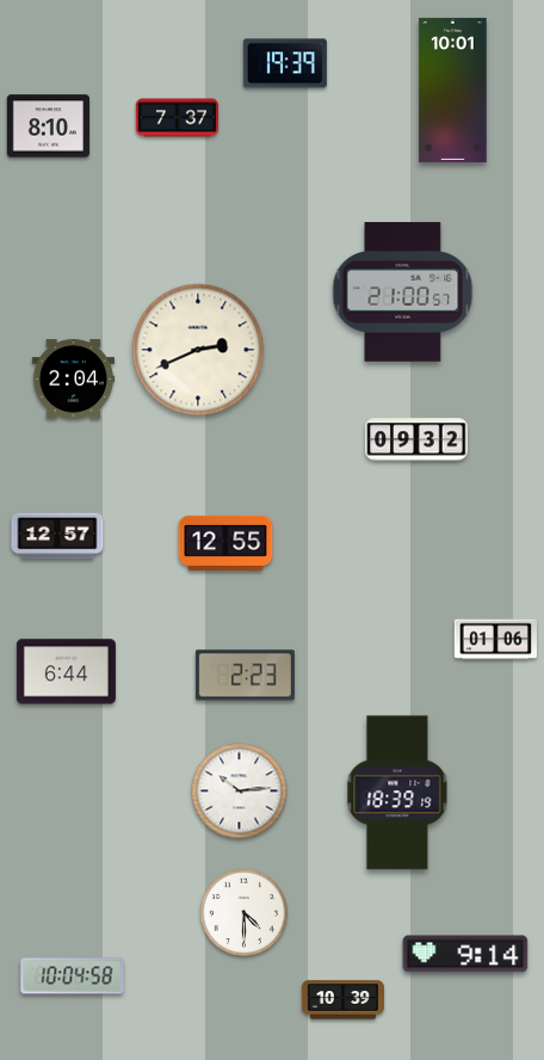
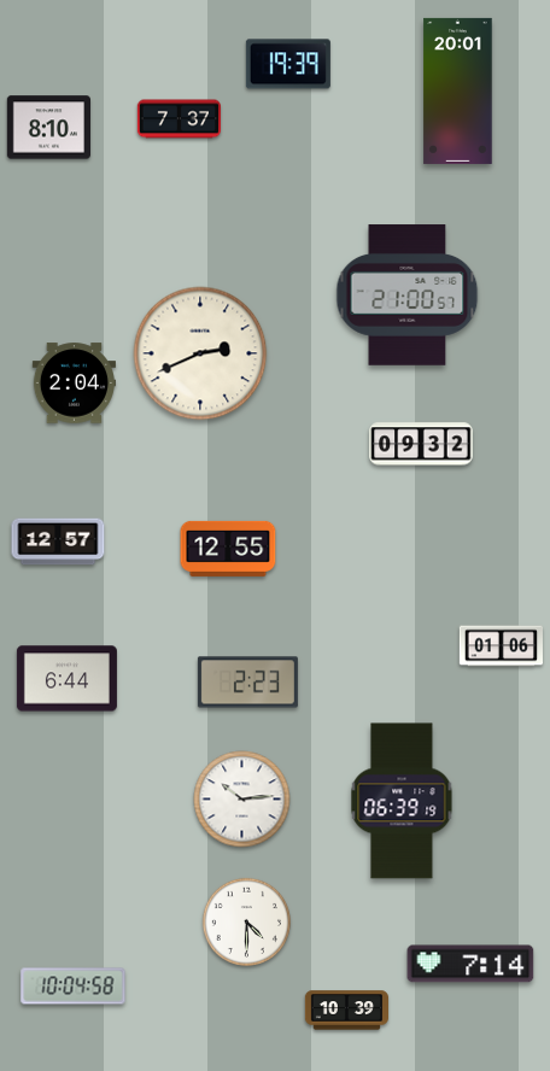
clock at (453, 90): 10:01 -> 20:01
clock at (397, 793): 18:39 -> 06:39
clock at (465, 954): 9:14 -> 7:14
